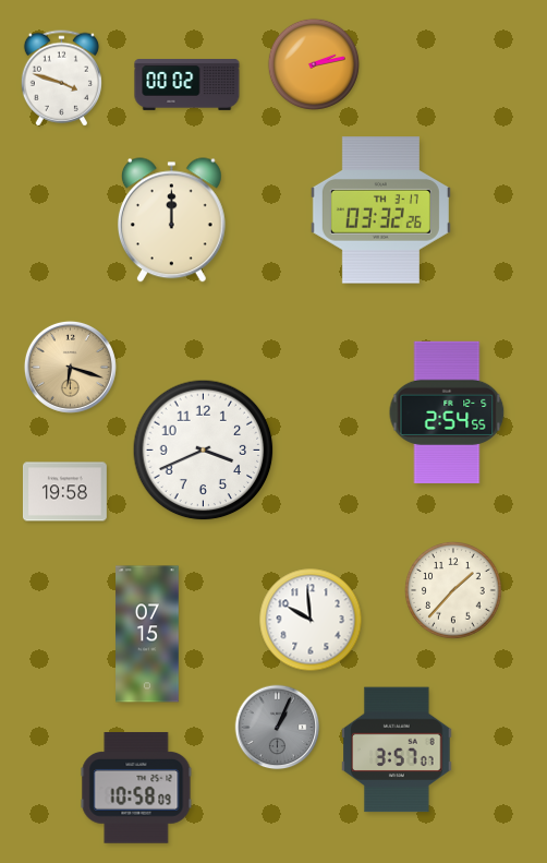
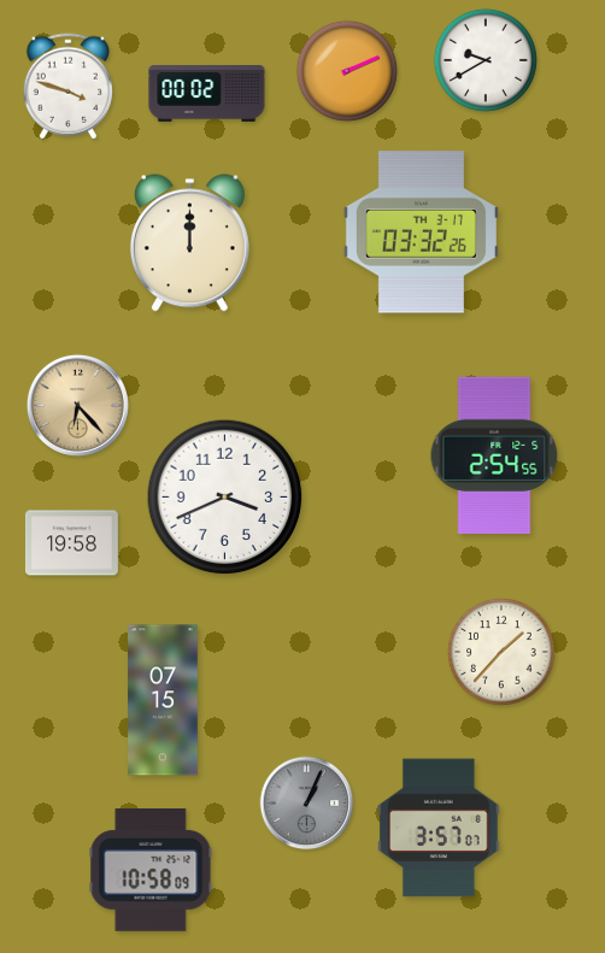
clock at (486, 60): none -> 9:40
clock at (313, 63): 2:13 -> 2:11
clock at (70, 367): 6:18 -> 6:23
clock at (311, 620): 9:59 -> none
